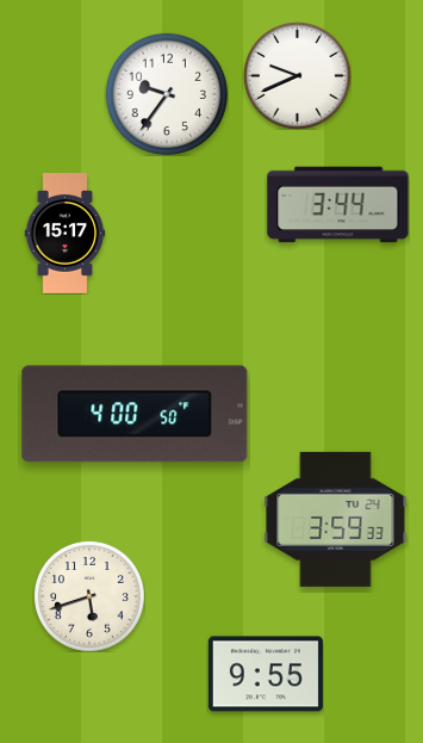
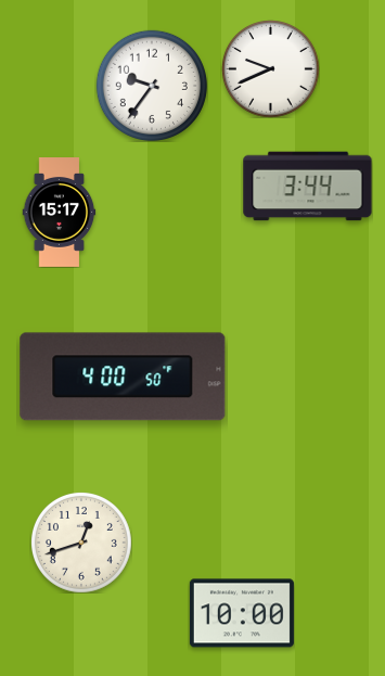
clock at (336, 519): 3:59 -> none
clock at (89, 596): 5:42 -> 12:42
clock at (266, 674): 9:55 -> 10:00
